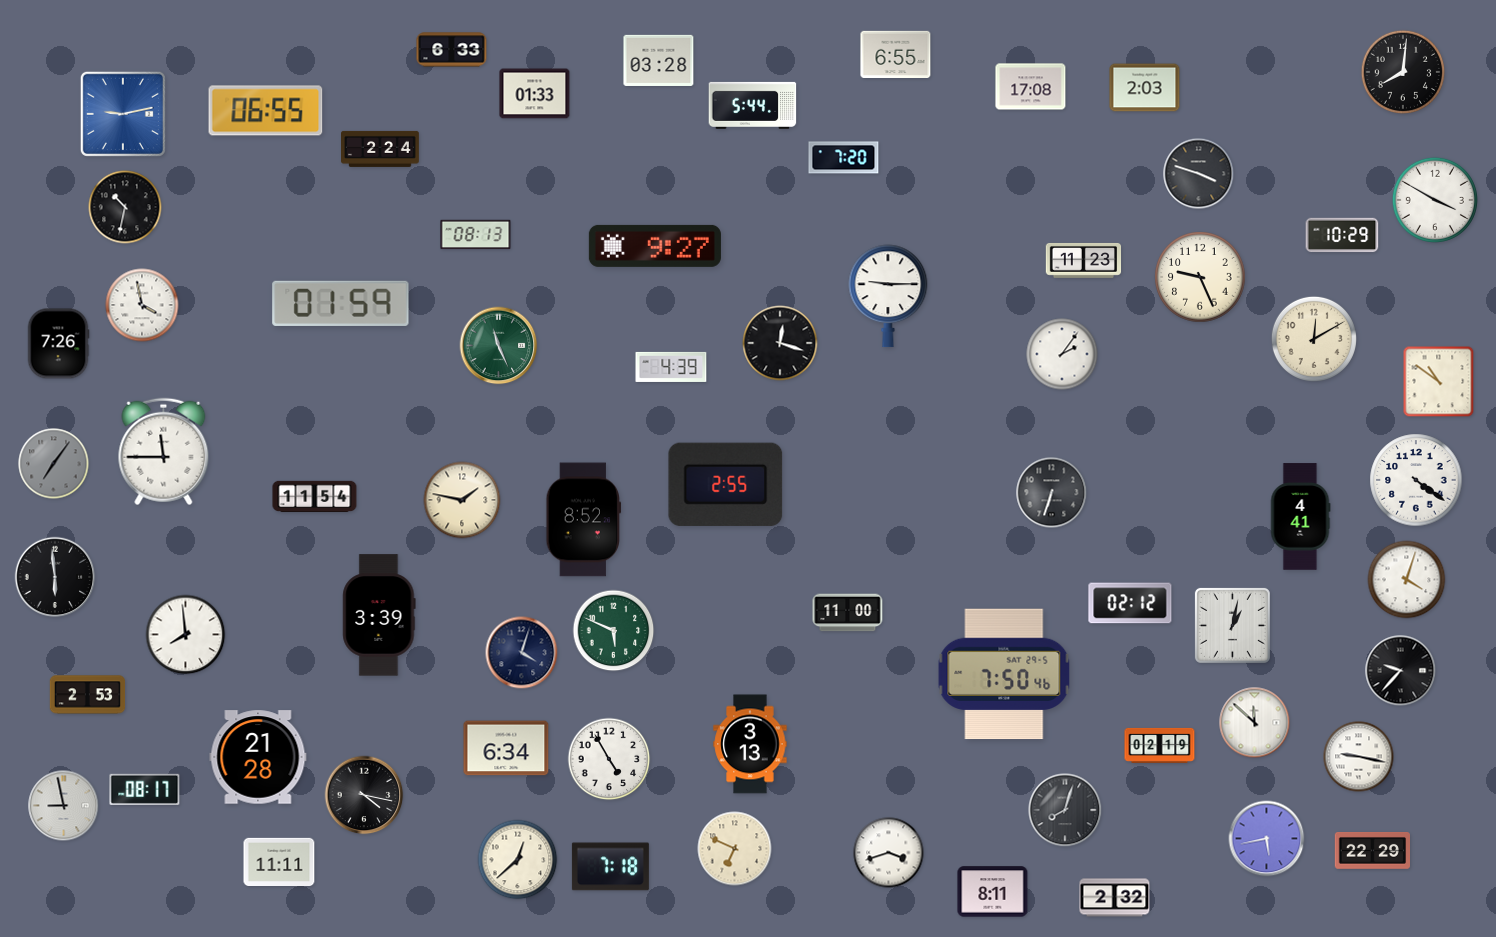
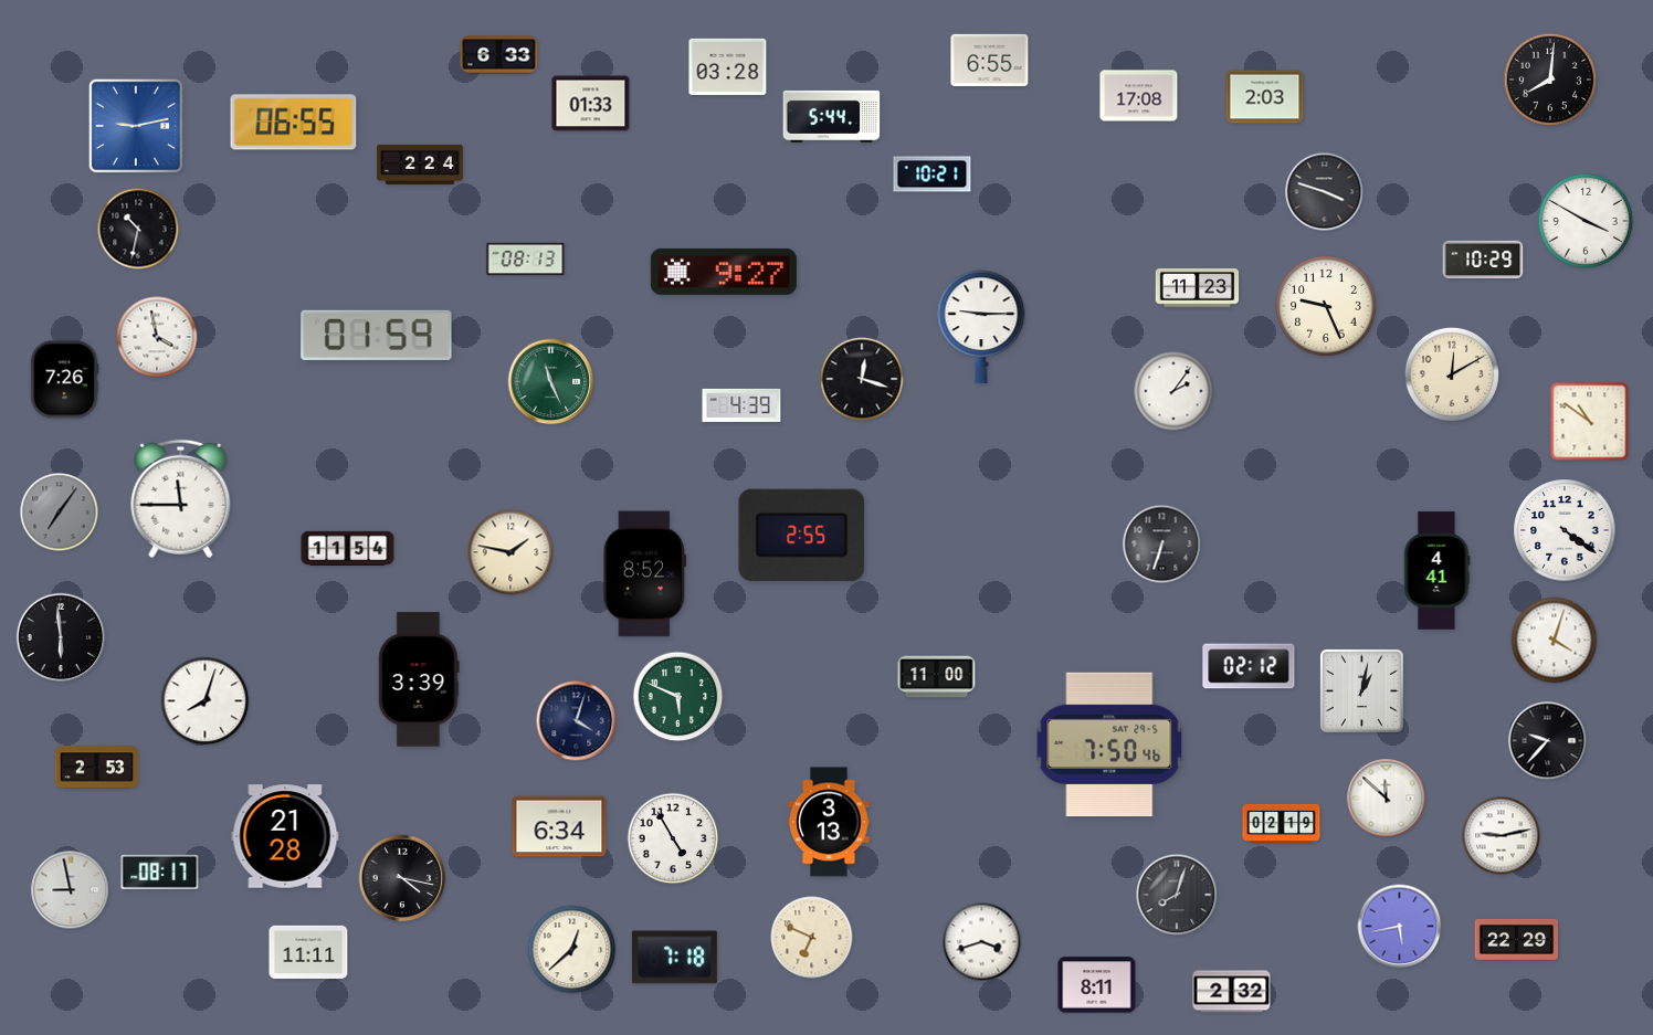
clock at (844, 158): 7:20 -> 10:21
clock at (186, 635): 7:59 -> 8:03
clock at (1359, 757): 9:17 -> 9:13
